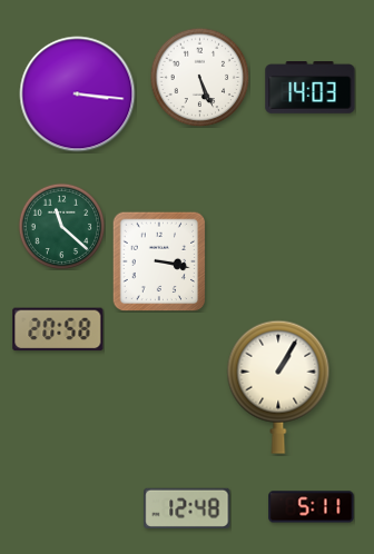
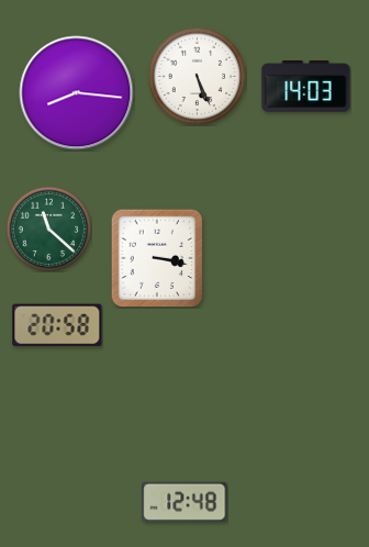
clock at (78, 95): 3:16 -> 8:16
clock at (61, 226) position: (61, 226) -> (48, 228)
clock at (278, 387): 1:05 -> none
clock at (312, 507): 5:11 -> none
